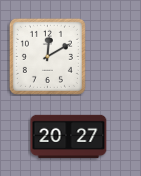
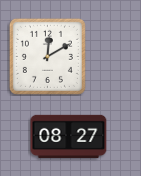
clock at (69, 136): 20:27 -> 08:27
